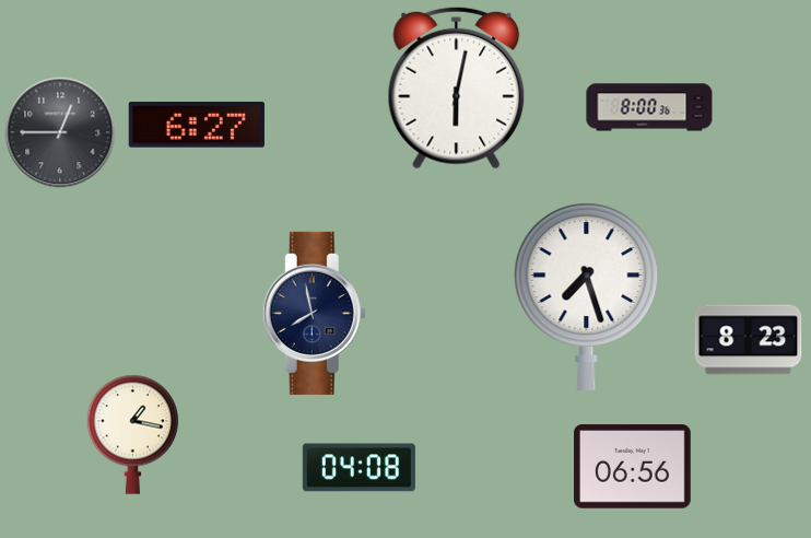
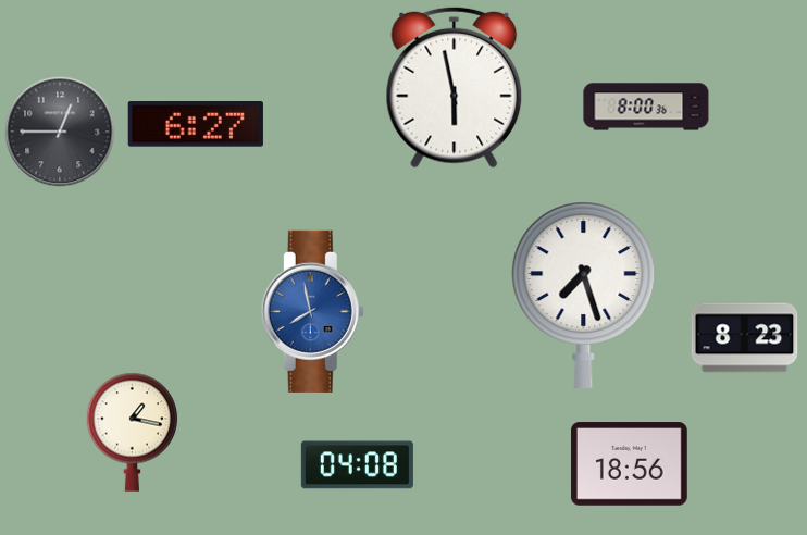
clock at (457, 87): 6:02 -> 5:58
clock at (314, 313) dial: navy -> blue
clock at (633, 467): 06:56 -> 18:56
